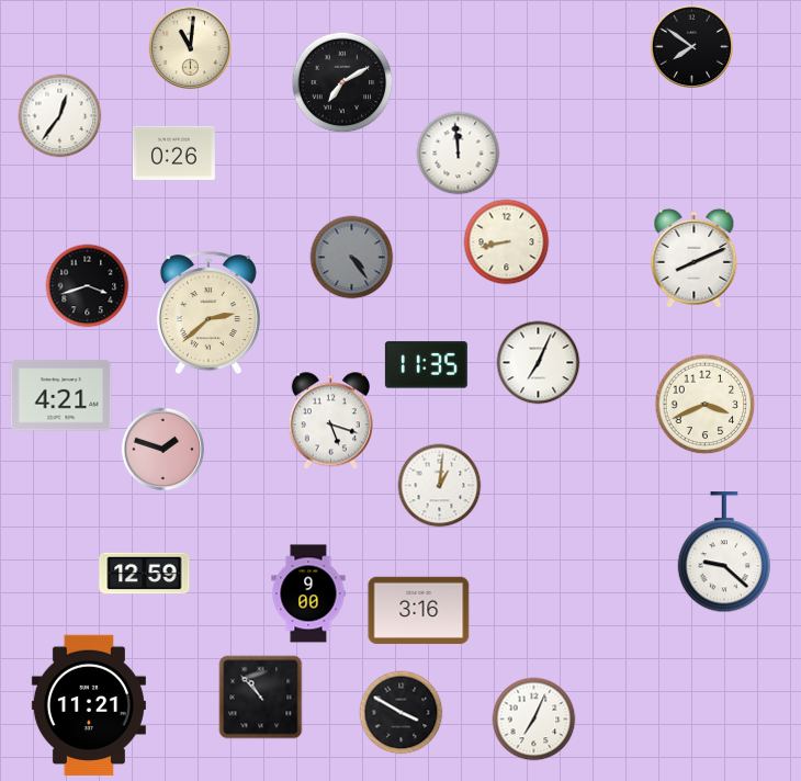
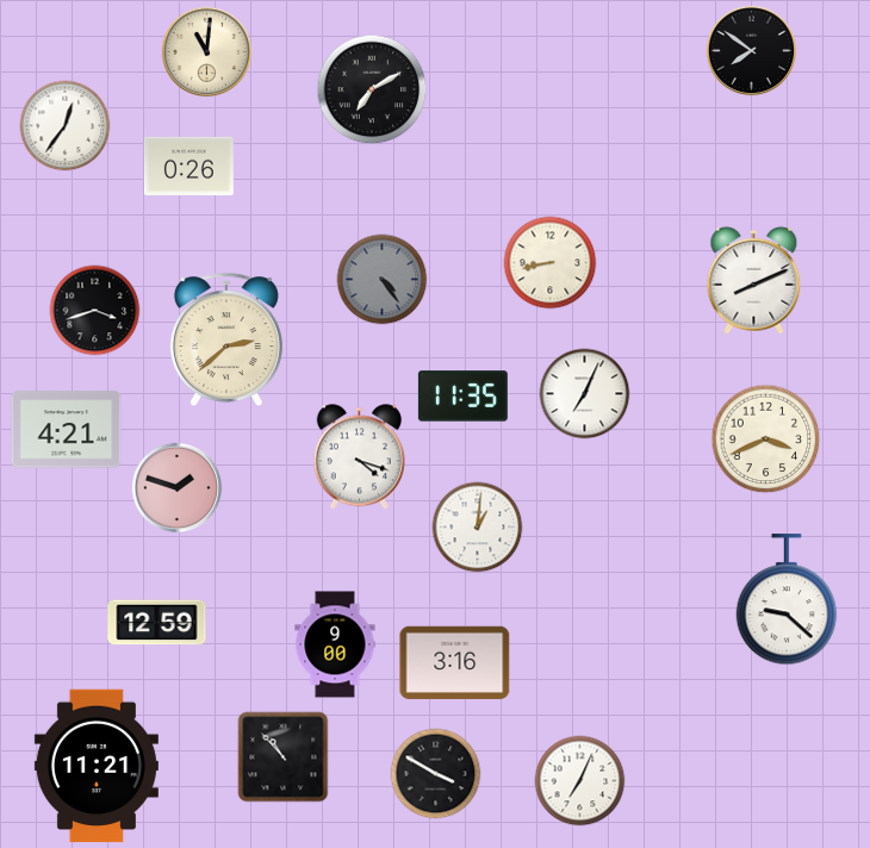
clock at (459, 154): 11:59 -> none
clock at (330, 421): 5:18 -> 4:18
